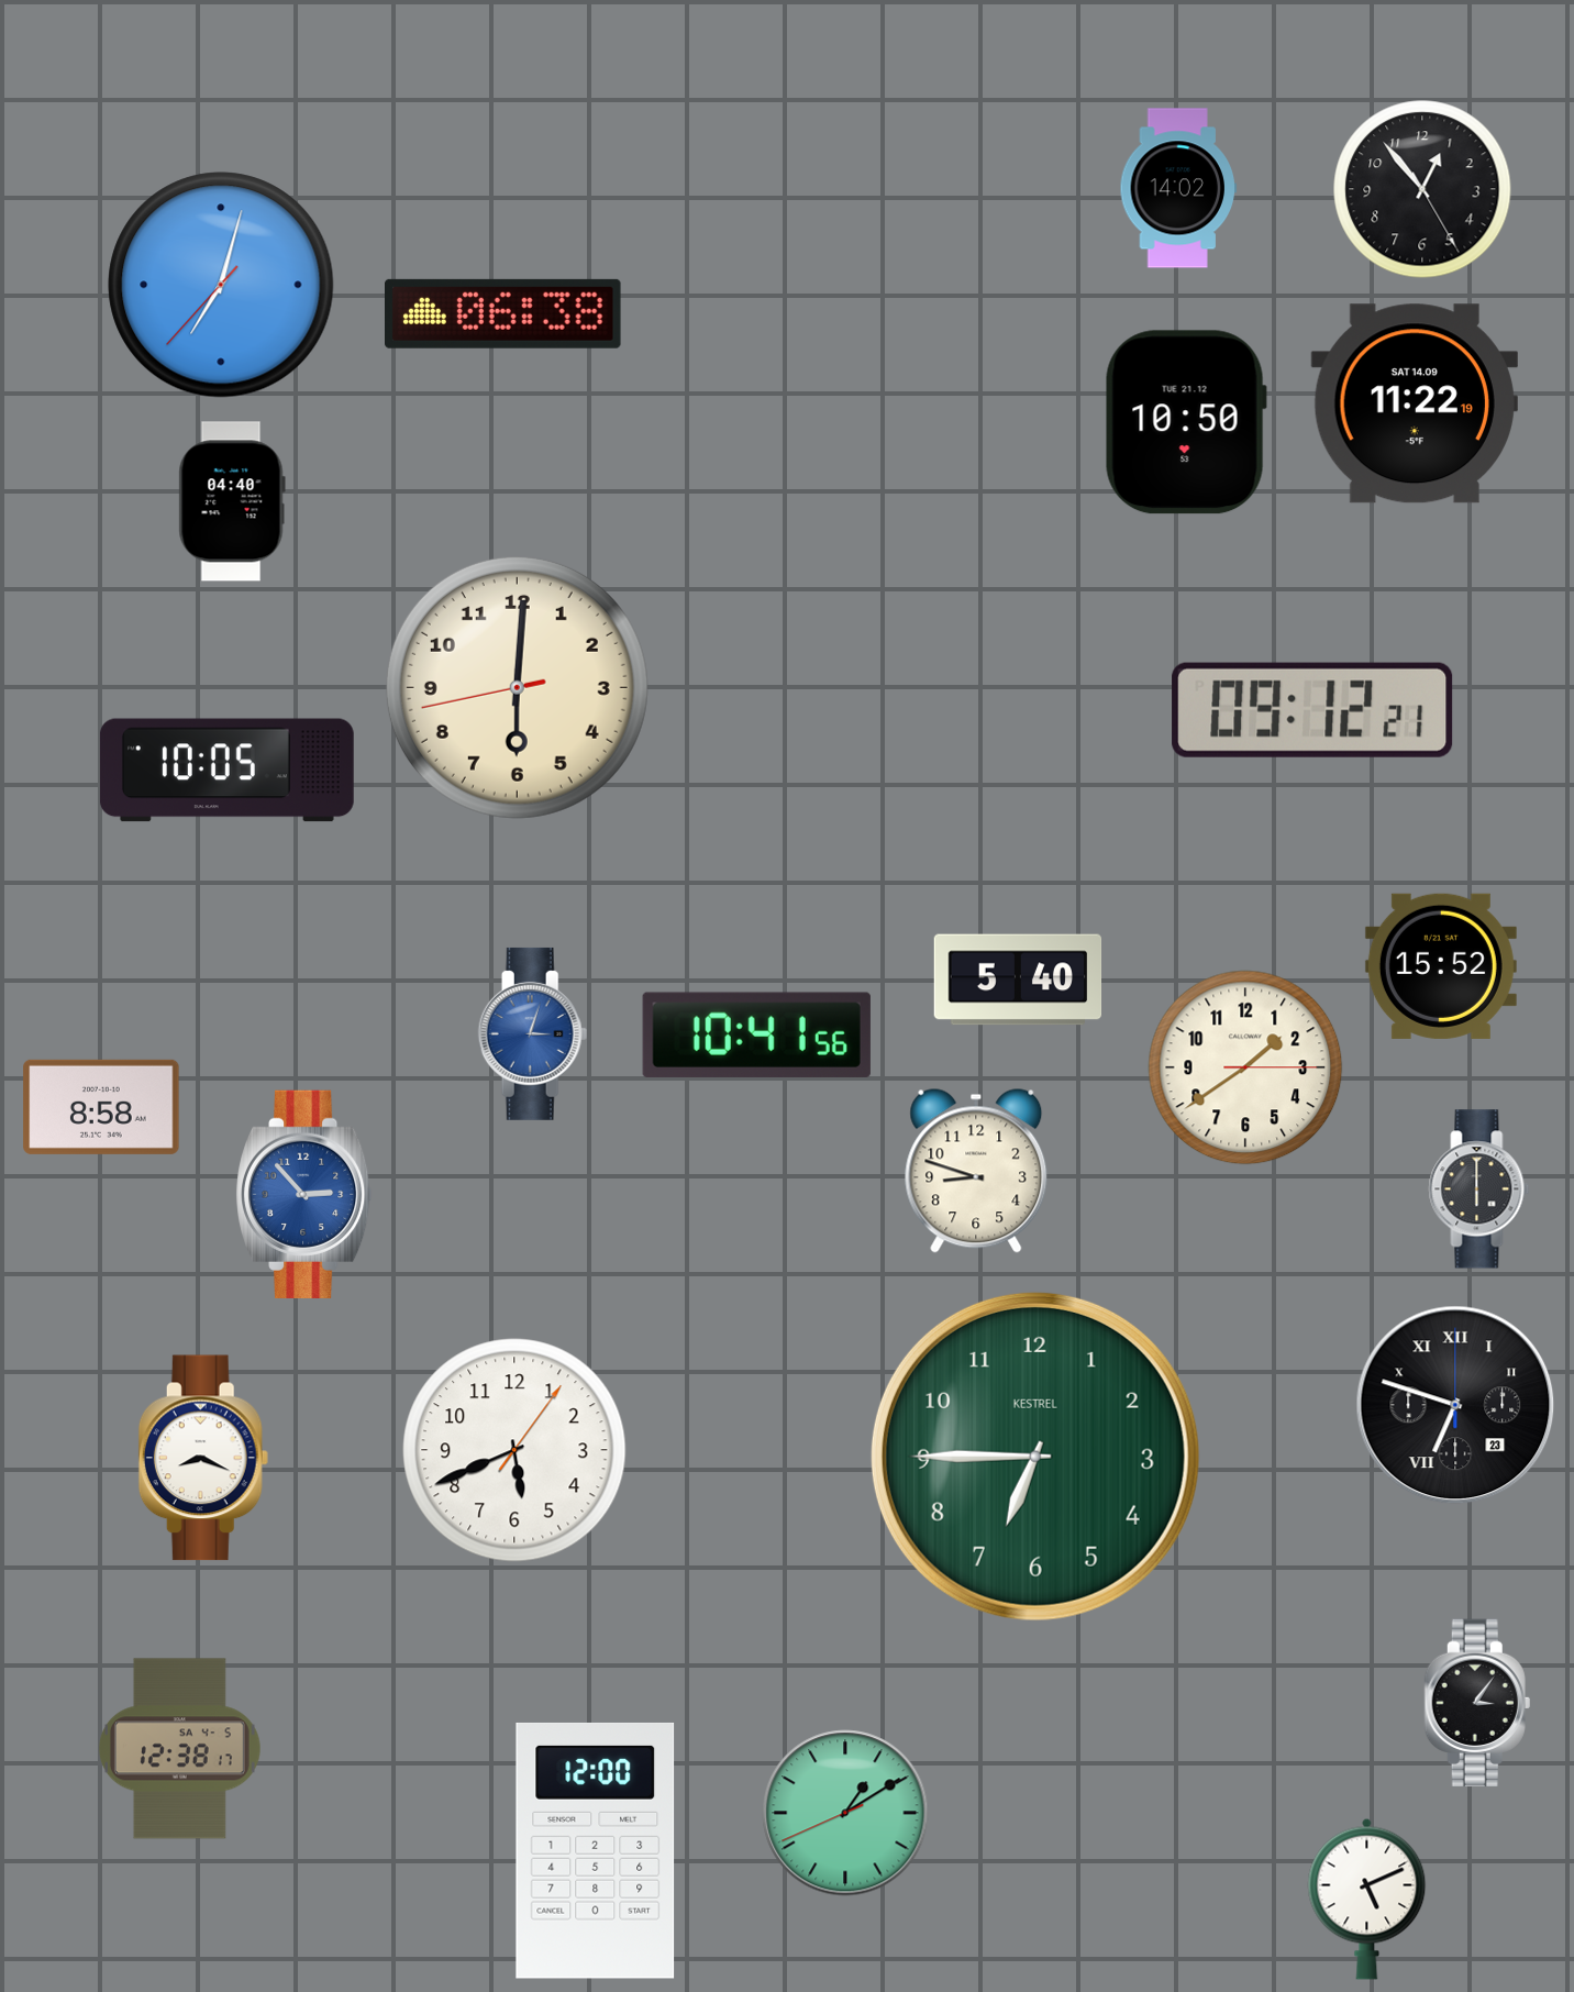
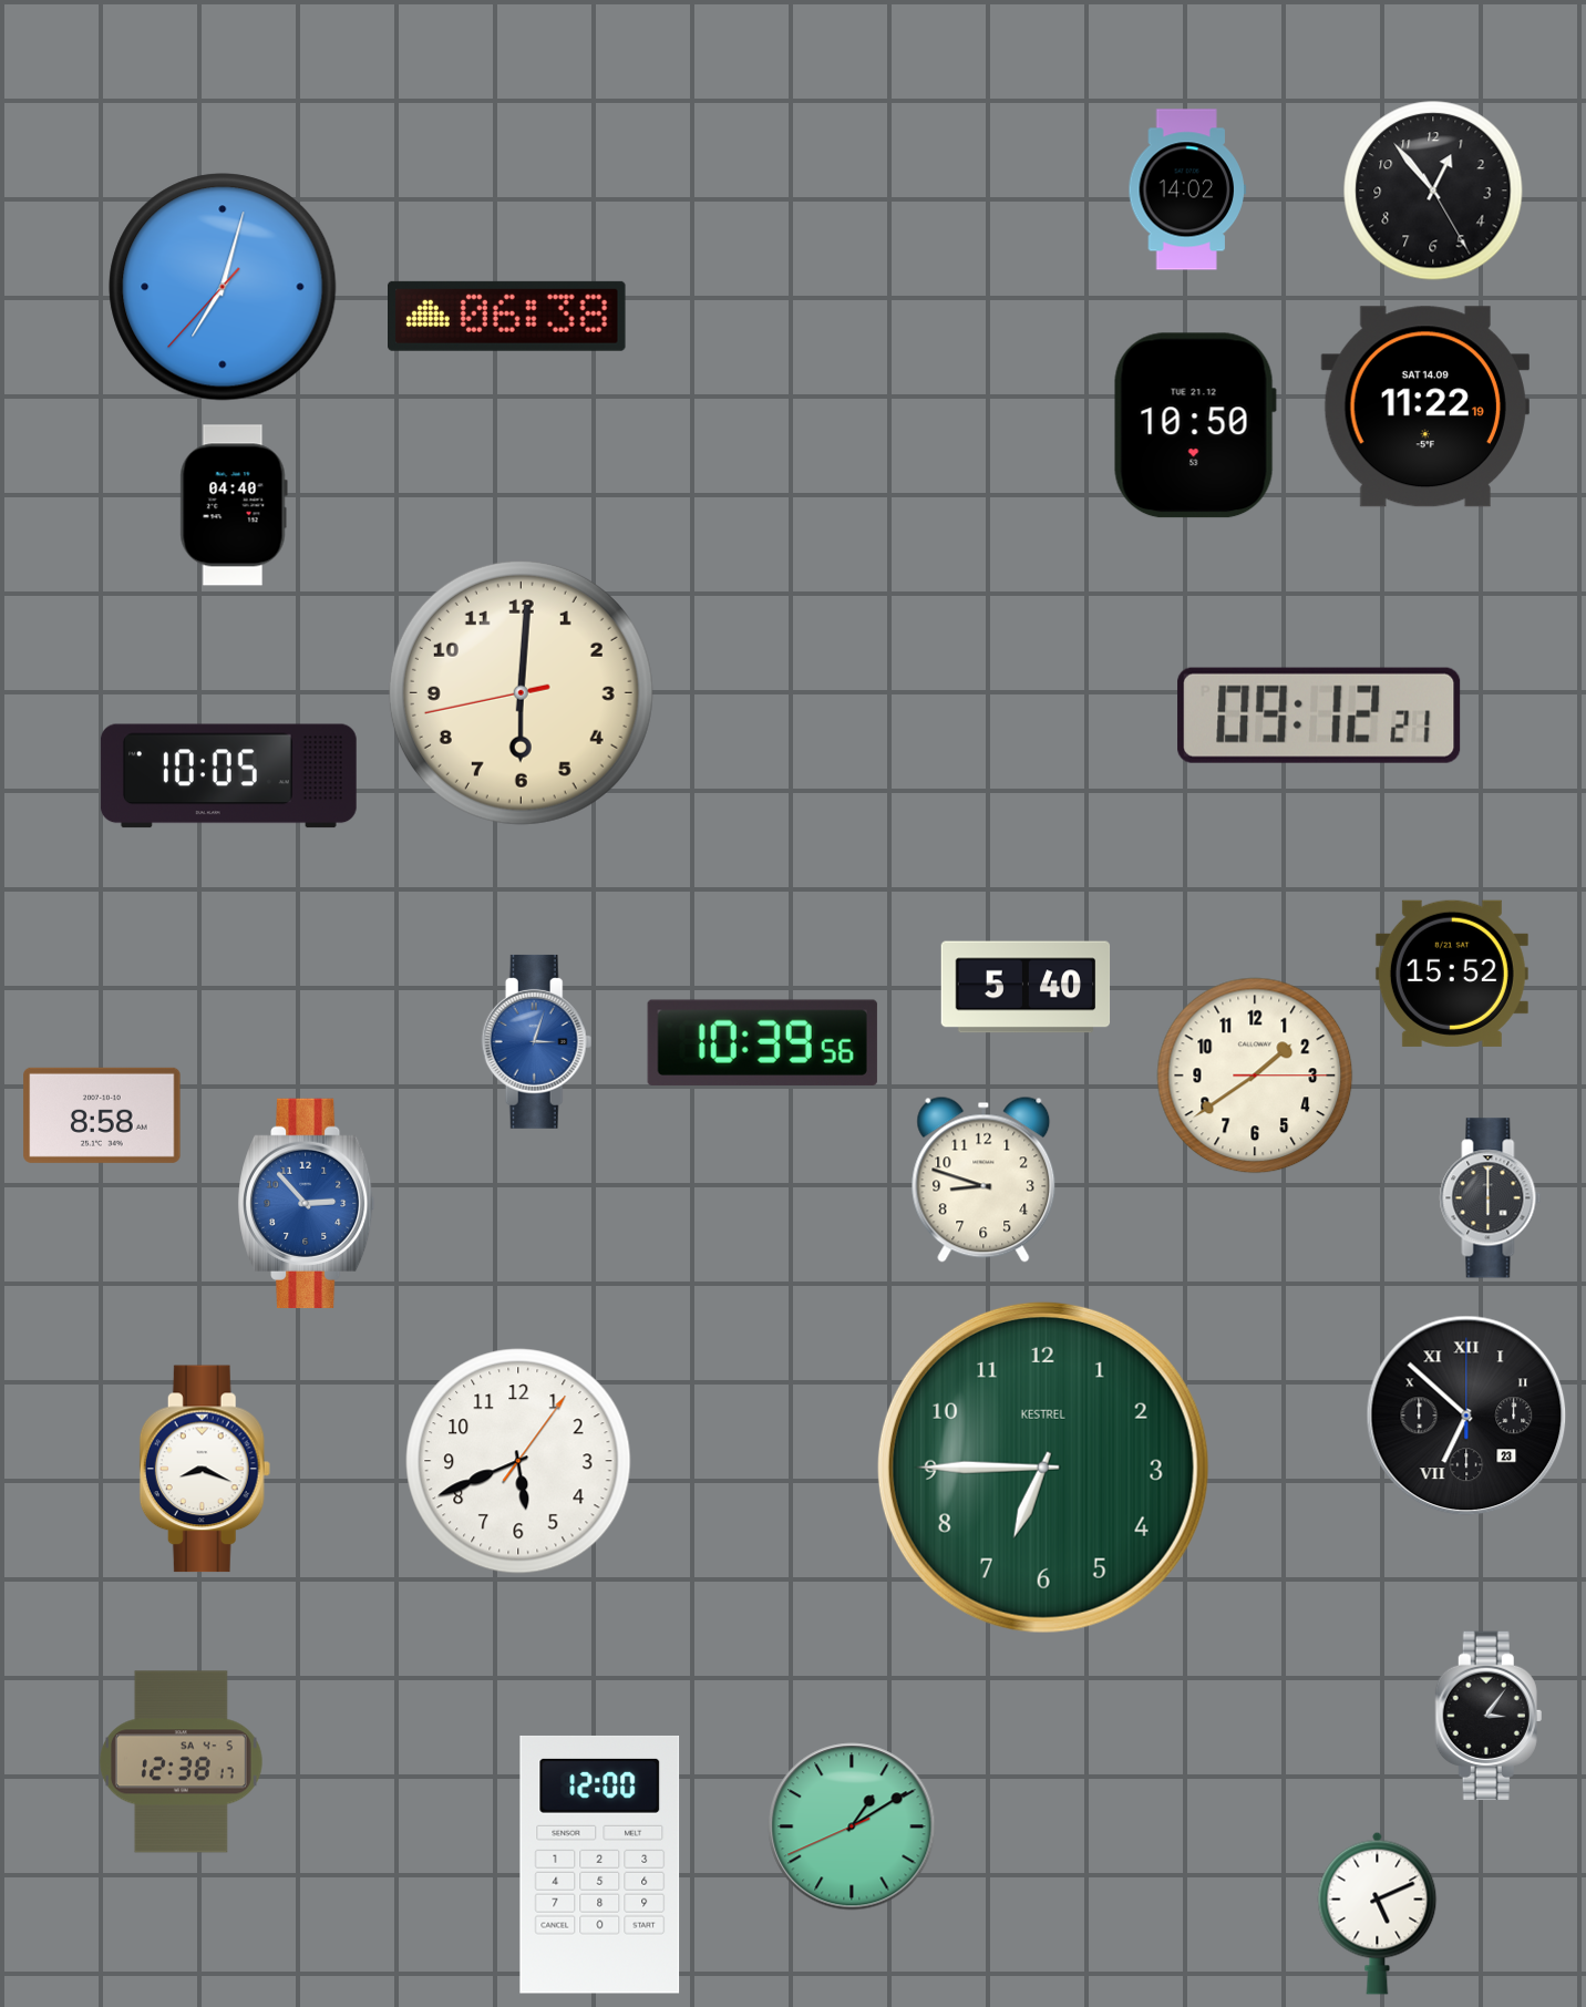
clock at (1312, 710) position: (1312, 710) -> (1319, 716)
clock at (756, 1034): 10:41 -> 10:39
clock at (1455, 1405): 6:48 -> 6:52
